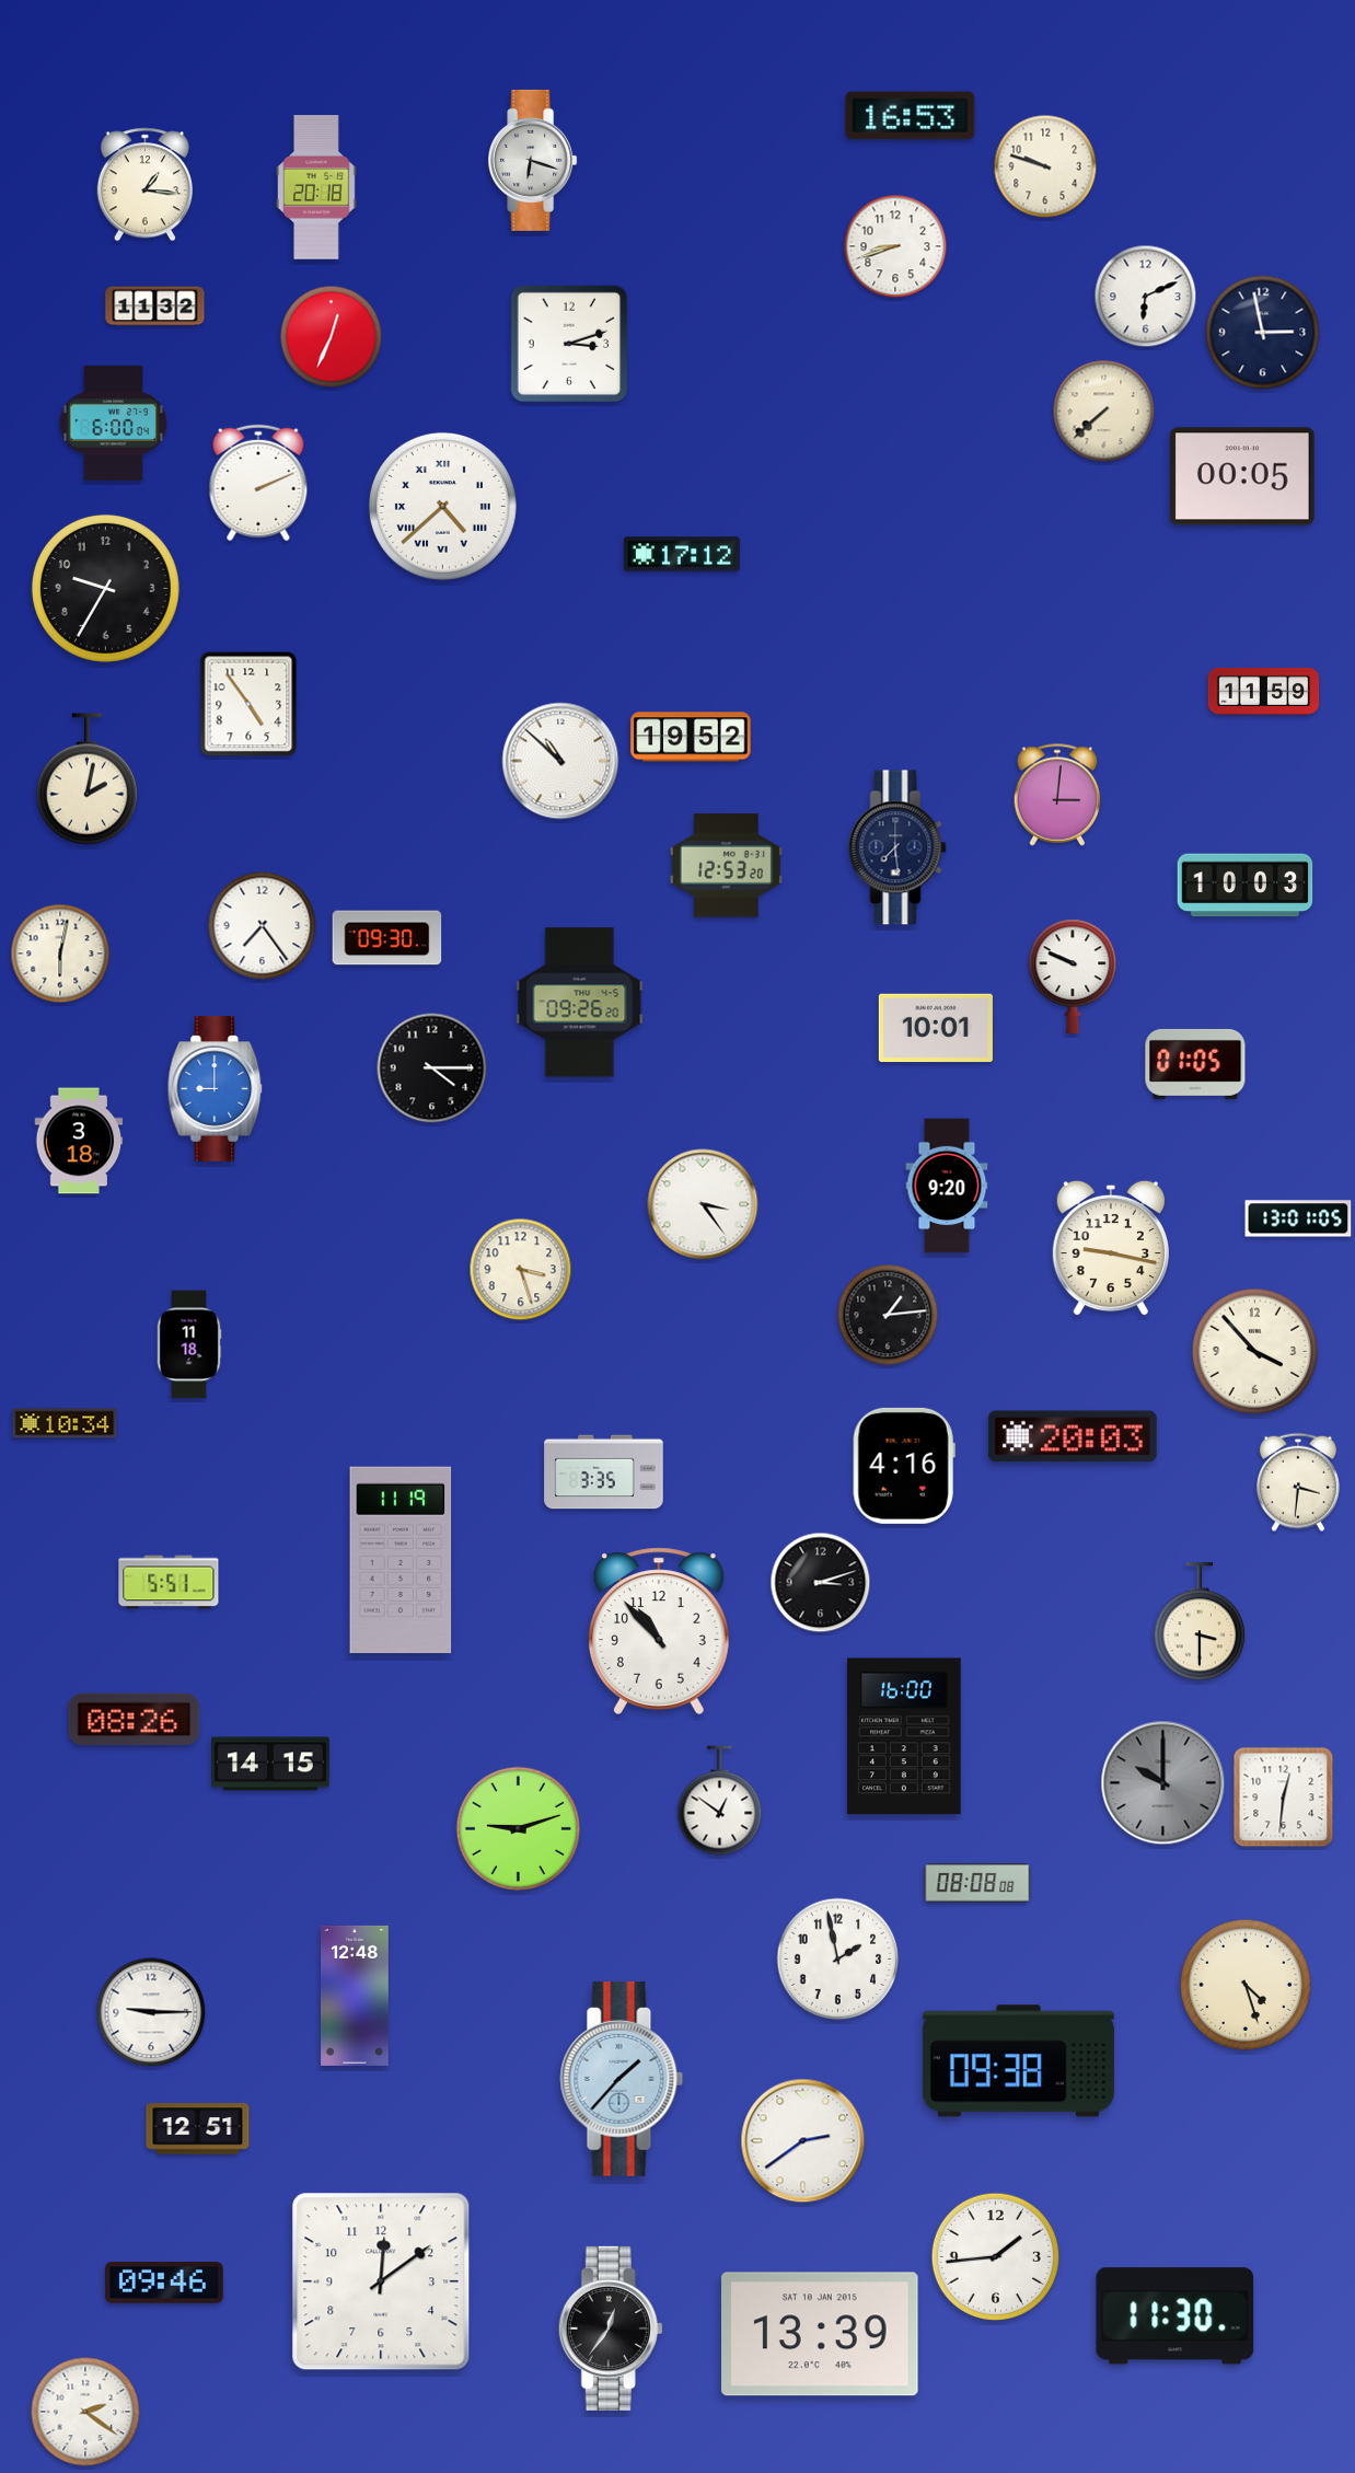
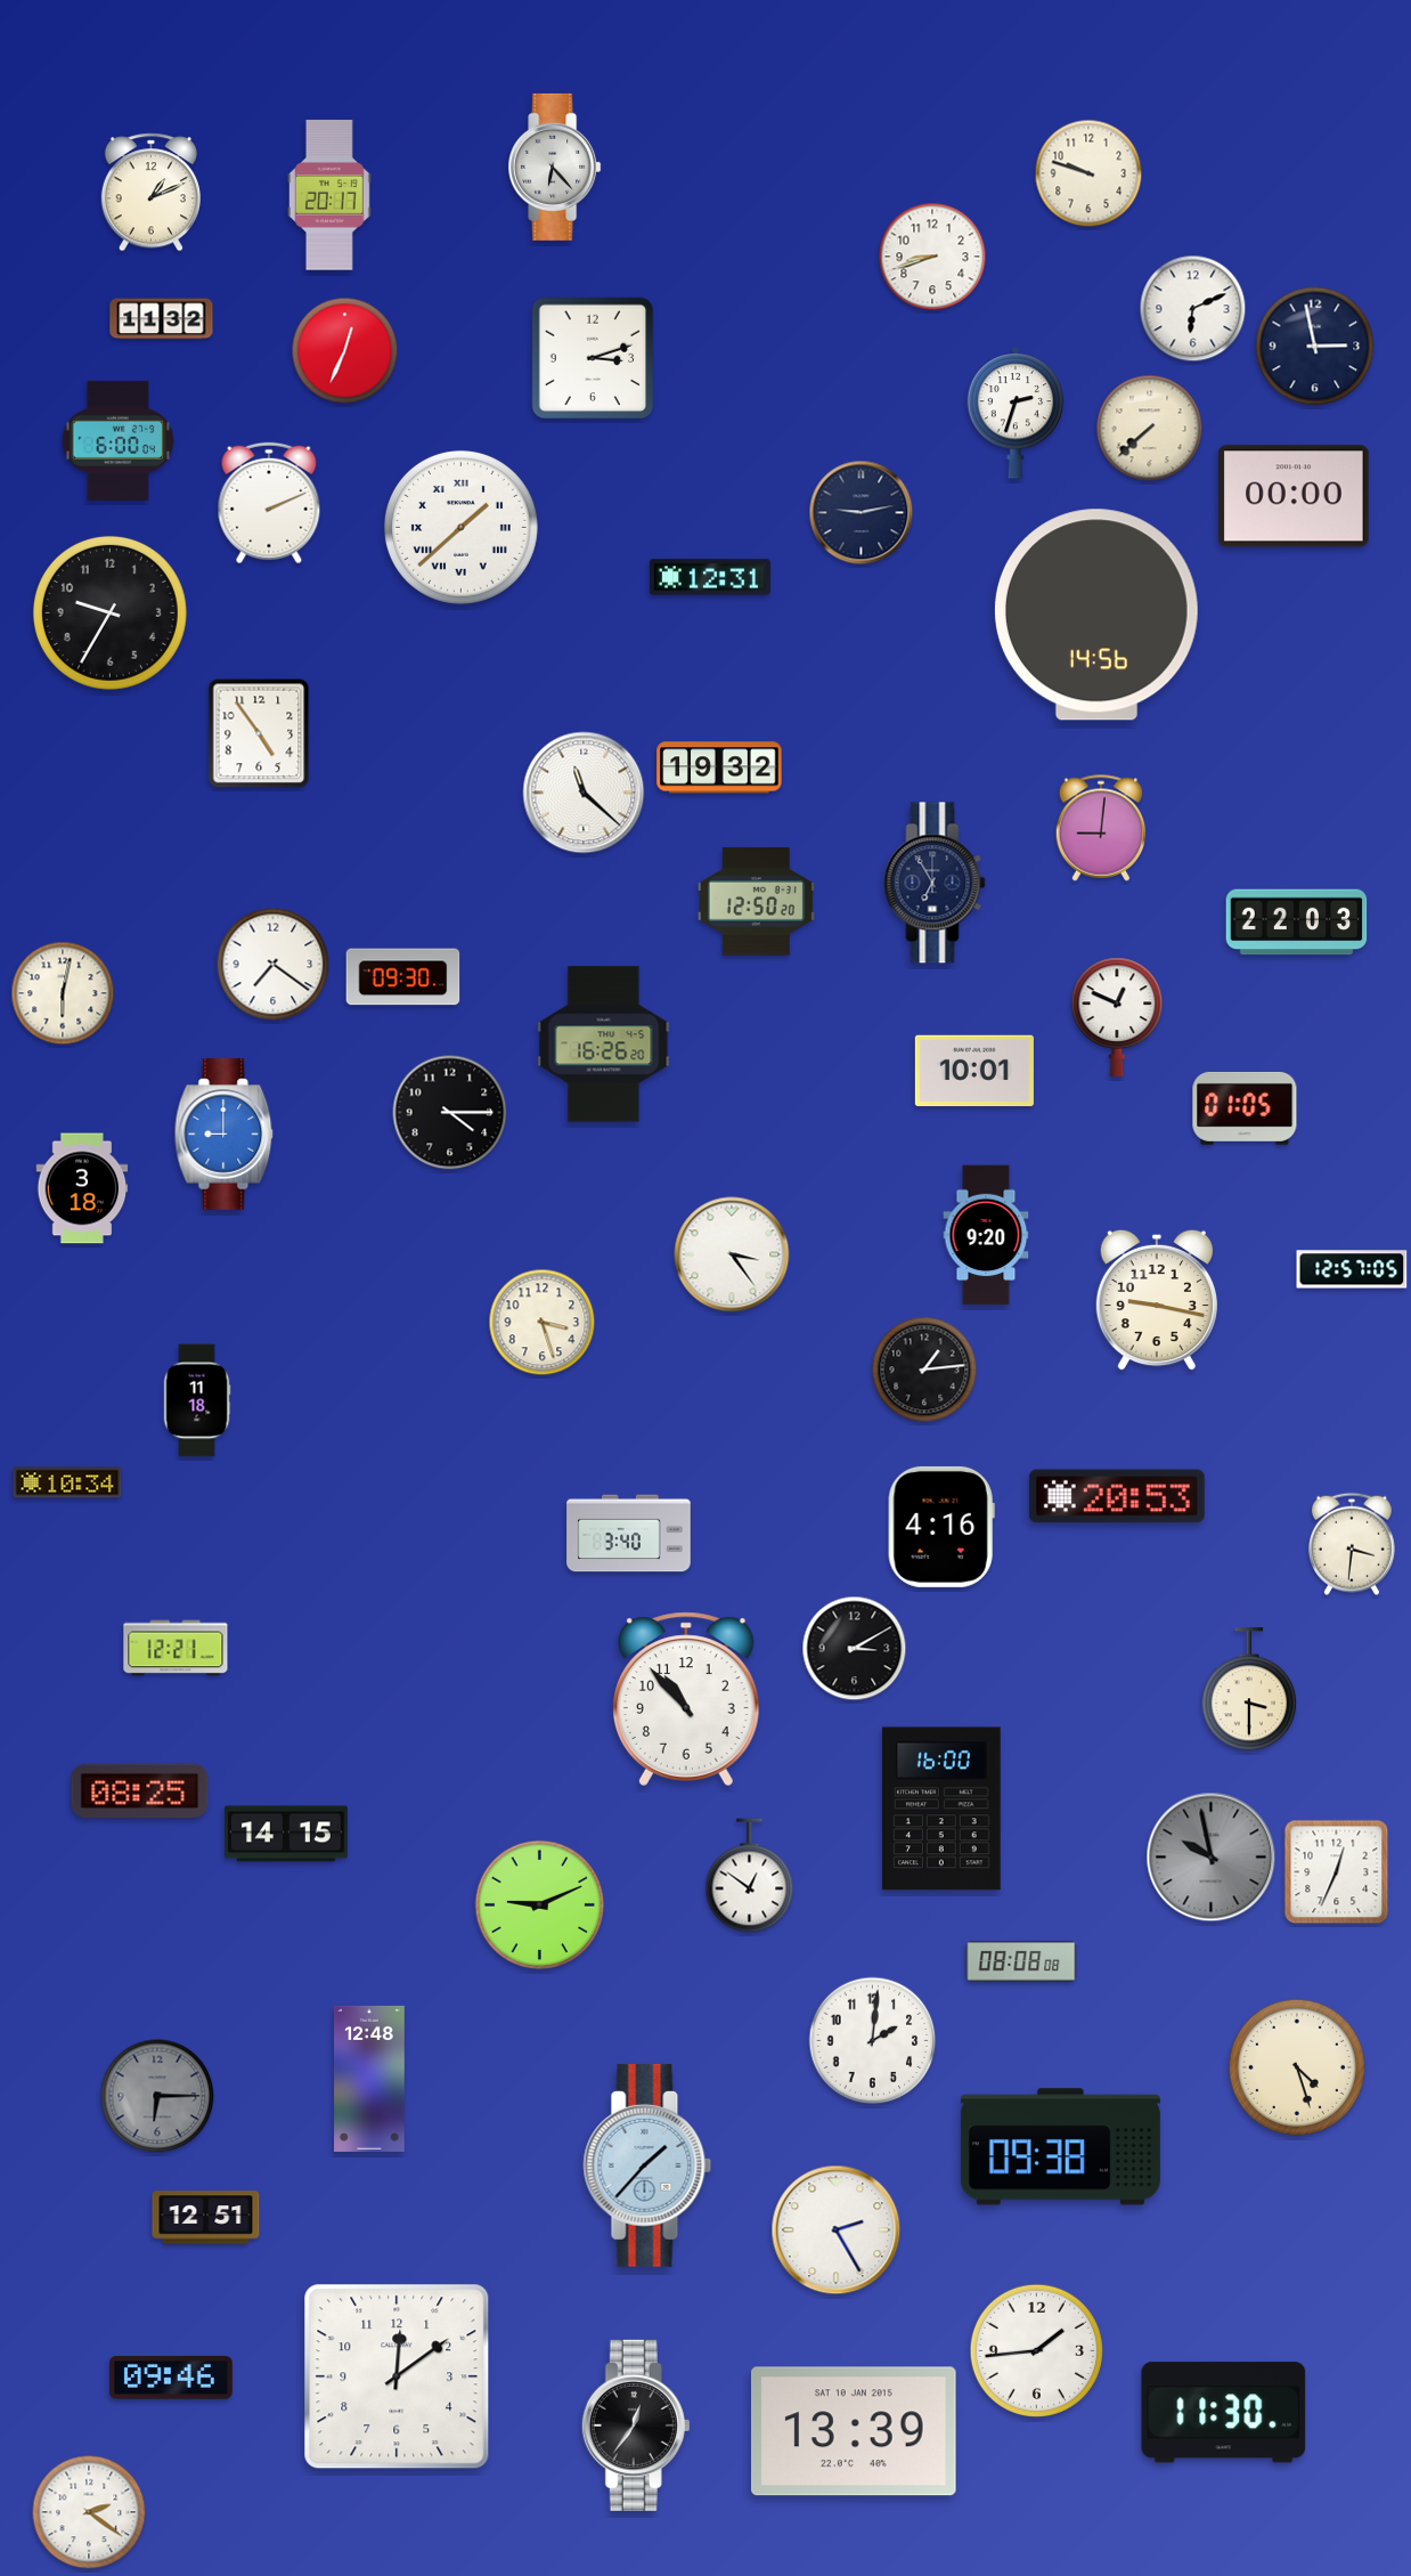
clock at (911, 116): 16:53 -> none
clock at (533, 160): 6:18 -> 6:23
clock at (144, 185): 1:16 -> 1:11
clock at (317, 187): 20:18 -> 20:17
clock at (1016, 413): none -> 2:33
clock at (1242, 476): 00:05 -> 00:00
clock at (862, 513): none -> 9:13
clock at (442, 506): 4:38 -> 1:38
clock at (682, 554): 17:12 -> 12:31
clock at (1096, 615): none -> 14:56
clock at (1264, 691): 11:59 -> none
clock at (691, 737): 19:52 -> 19:32
clock at (560, 761): 10:52 -> 11:22
clock at (86, 779): 2:02 -> none
clock at (1057, 795): 3:01 -> 9:01
clock at (897, 847): 7:29 -> 6:55
clock at (726, 866): 12:53 -> 12:50
clock at (1246, 886): 10:03 -> 22:03
clock at (263, 926): 7:24 -> 7:21
clock at (1073, 977): 9:49 -> 12:49
clock at (580, 1003): 09:26 -> 16:26
clock at (1298, 1218): 13:01 -> 12:57
clock at (1255, 1352): 3:53 -> none
clock at (1073, 1436): 20:03 -> 20:53
clock at (604, 1472): 3:35 -> 3:40
clock at (401, 1560): 11:19 -> none
clock at (169, 1582): 5:51 -> 12:21
clock at (821, 1583): 3:12 -> 3:10
clock at (135, 1720): 08:26 -> 08:25
clock at (270, 1764) position: (270, 1764) -> (286, 1834)
clock at (1163, 1783): 10:00 -> 9:58
clock at (1284, 1798): 12:31 -> 12:34
clock at (519, 1829): 9:12 -> 9:11
clock at (977, 1883) position: (977, 1883) -> (1021, 1961)
clock at (838, 1960): 1:58 -> 2:01
clock at (151, 2012): 9:15 -> 6:15
clock at (151, 2012) dial: white -> grey
clock at (803, 2141): 2:39 -> 2:25
